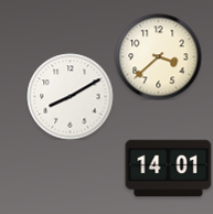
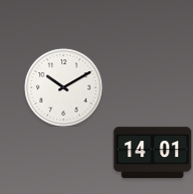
clock at (158, 56): 3:38 -> none
clock at (70, 96): 8:10 -> 10:10
